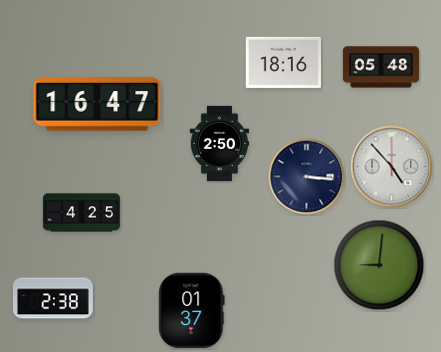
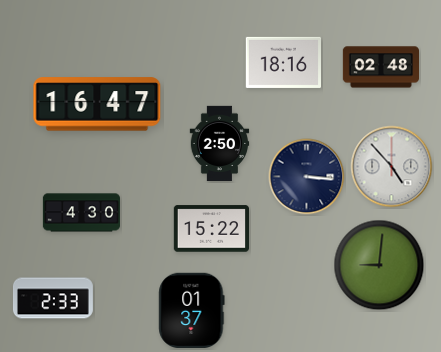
clock at (380, 67): 05:48 -> 02:48
clock at (81, 213): 4:25 -> 4:30
clock at (211, 229): none -> 15:22
clock at (53, 298): 2:38 -> 2:33
